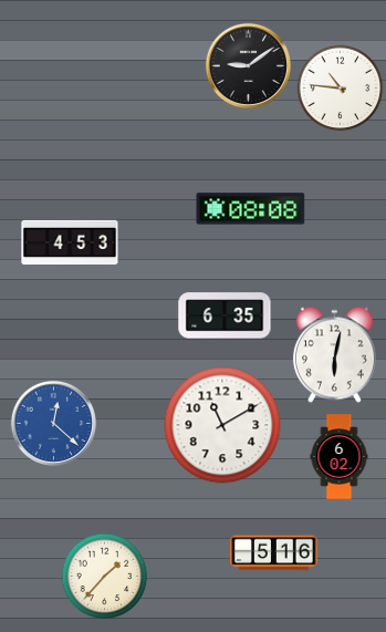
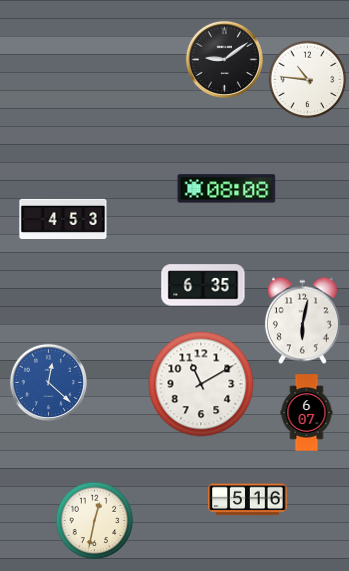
clock at (340, 457): 6:02 -> 6:07
clock at (104, 576): 1:37 -> 12:32
